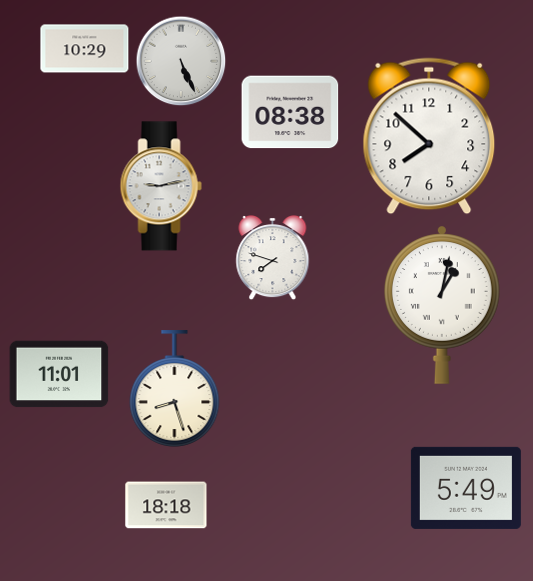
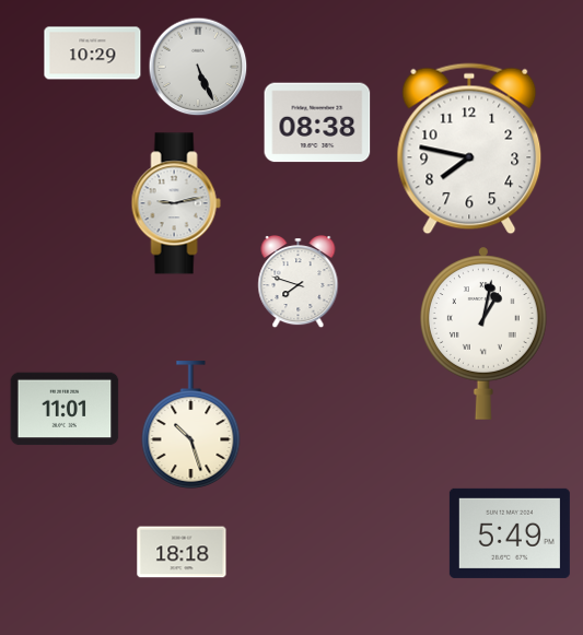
clock at (429, 136): 7:52 -> 7:47
clock at (175, 389): 8:27 -> 10:27
